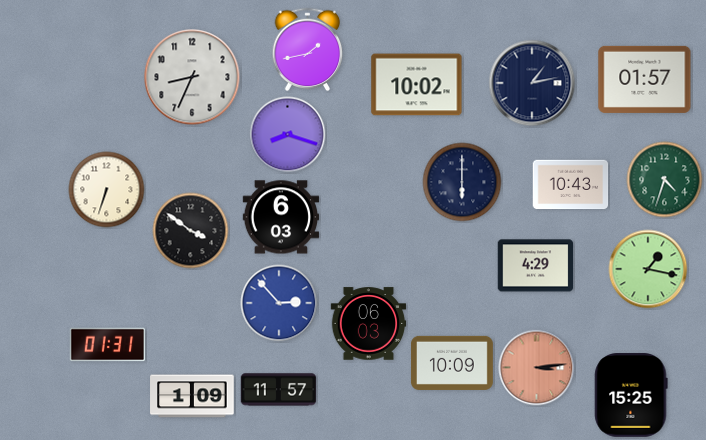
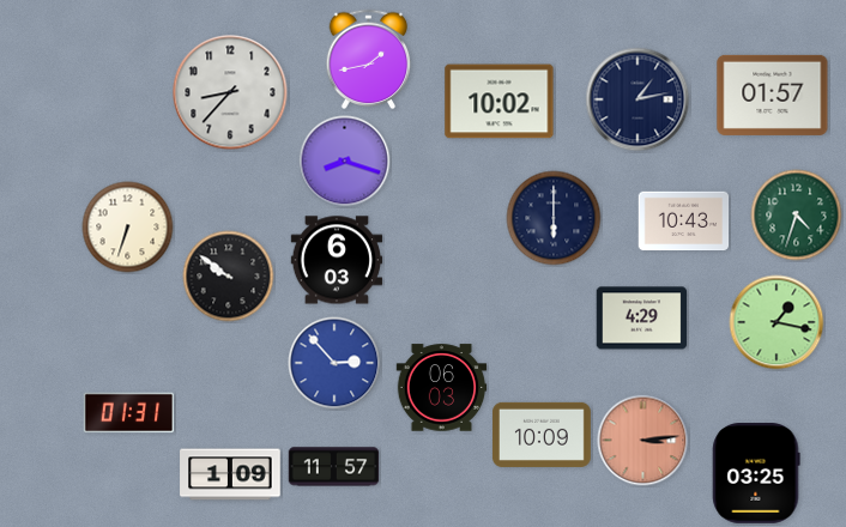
clock at (192, 77): 8:34 -> 8:37
clock at (191, 231): 3:51 -> 9:51
clock at (631, 395): 15:25 -> 03:25
